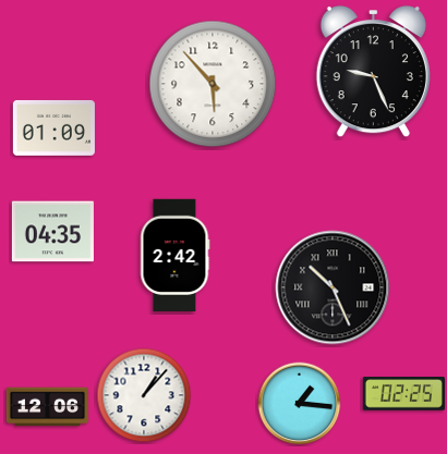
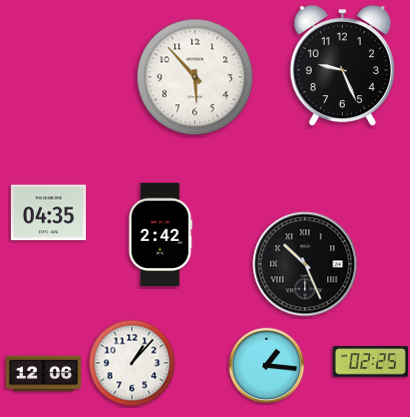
clock at (53, 127): 01:09 -> none
clock at (300, 404) position: (300, 404) -> (267, 366)
